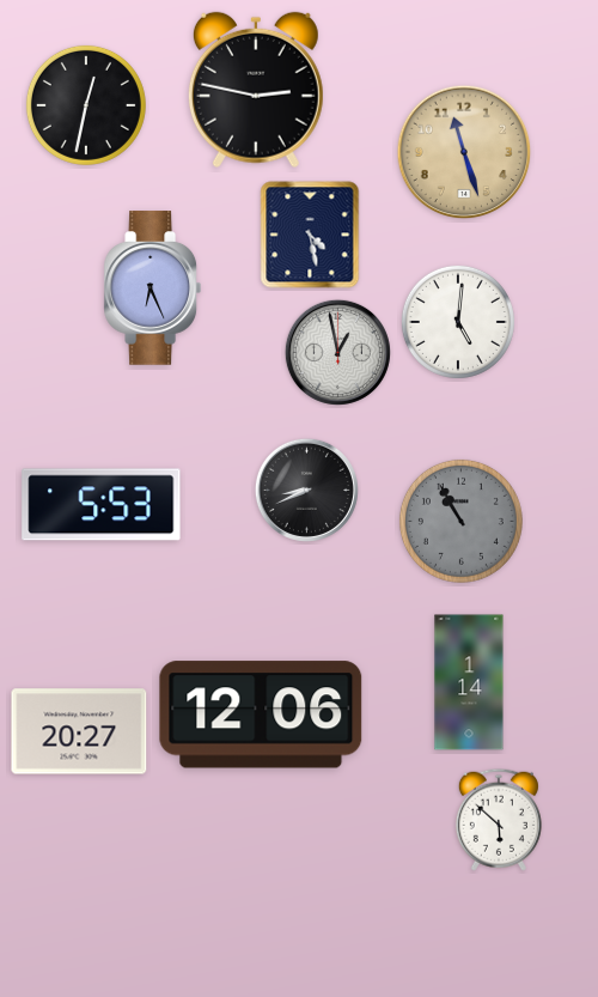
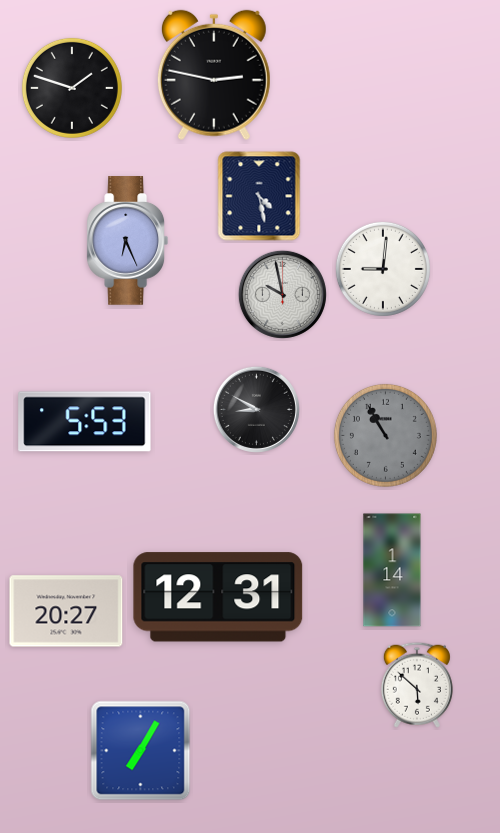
clock at (86, 105): 12:32 -> 1:48
clock at (464, 152): 11:27 -> none
clock at (458, 322): 5:01 -> 9:01
clock at (337, 352): 12:58 -> 9:58
clock at (306, 490): 8:41 -> 8:50
clock at (261, 715): 12:06 -> 12:31
clock at (141, 751): none -> 7:05
